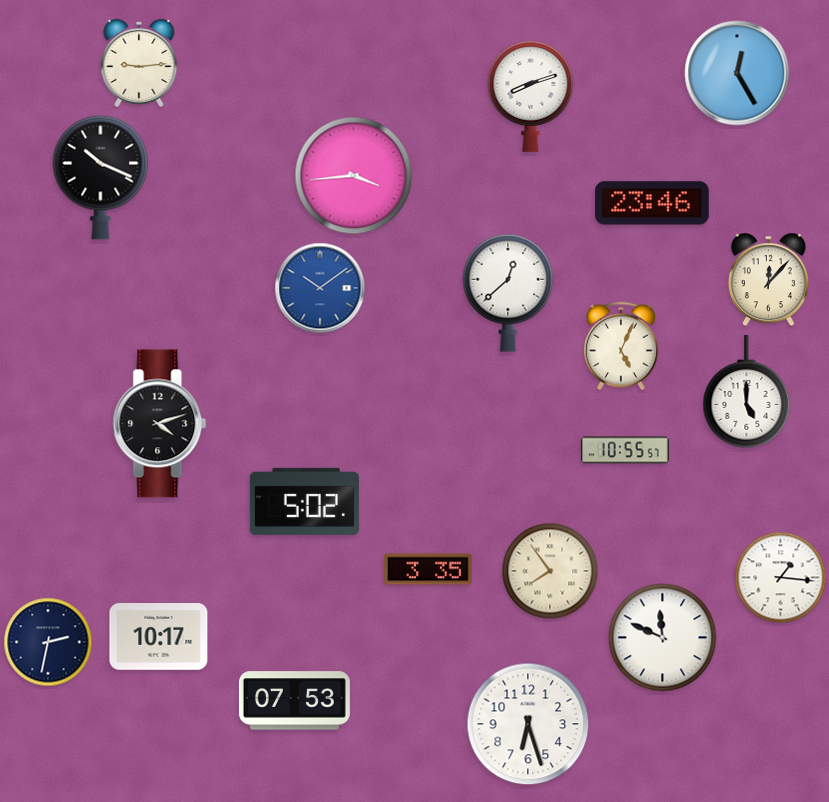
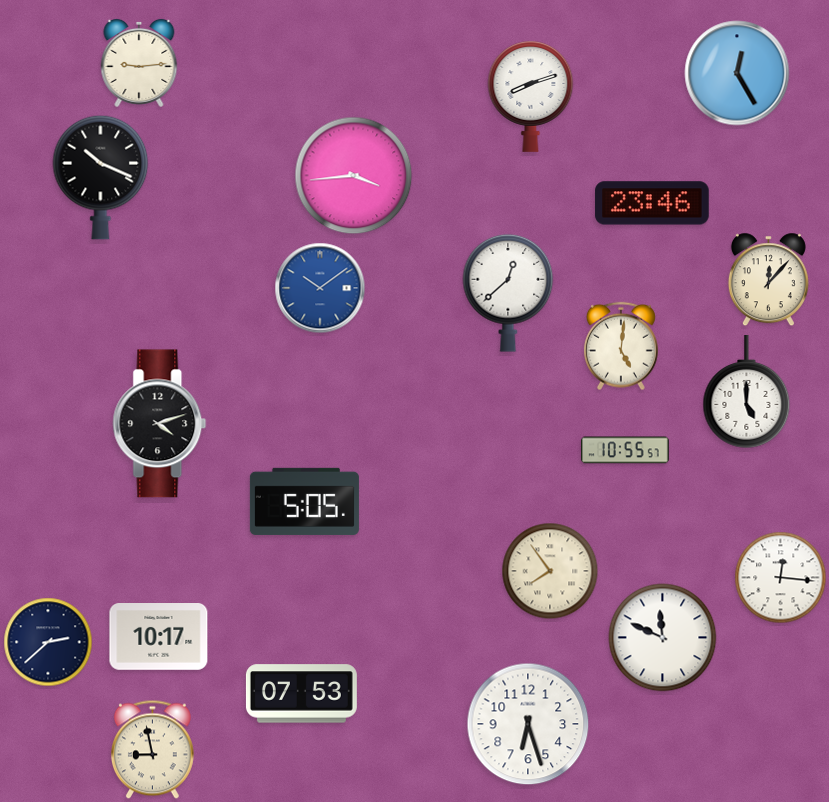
clock at (621, 346): 5:04 -> 5:01
clock at (304, 501): 5:02 -> 5:05
clock at (429, 569): 3:35 -> none
clock at (781, 578): 1:16 -> 12:16
clock at (48, 642): 2:32 -> 2:38
clock at (294, 701) position: (294, 701) -> (301, 694)
clock at (152, 750): none -> 8:58
